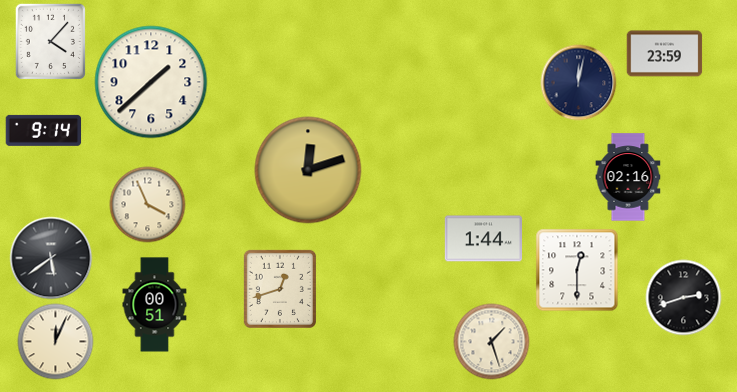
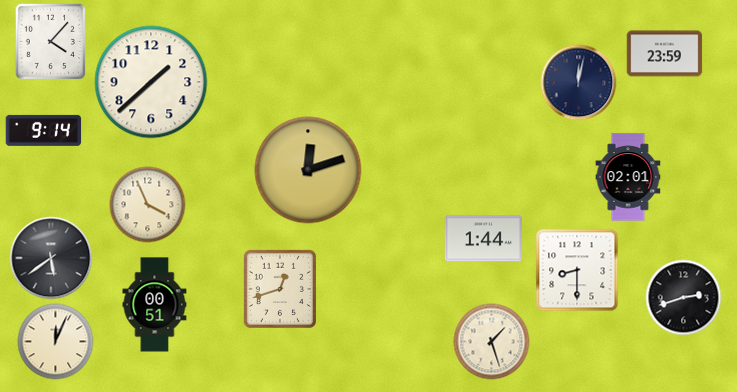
clock at (628, 177): 02:16 -> 02:01
clock at (577, 270): 12:30 -> 8:30
